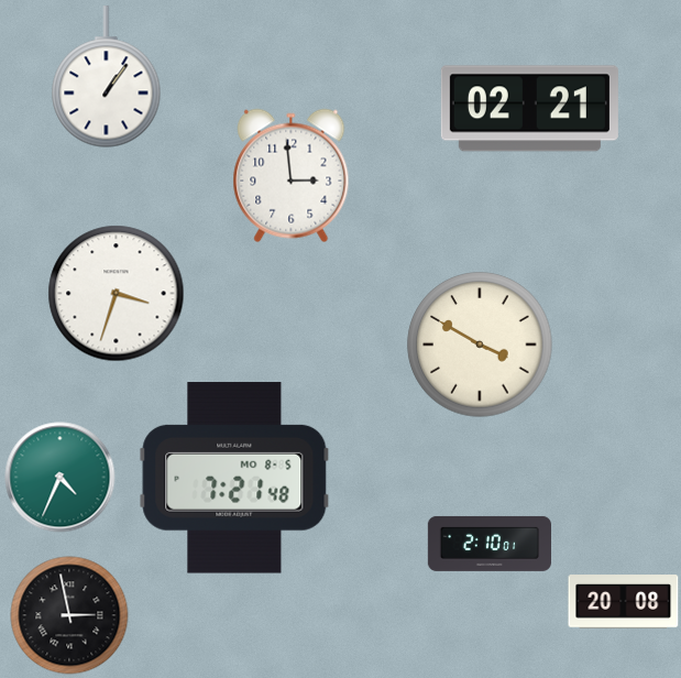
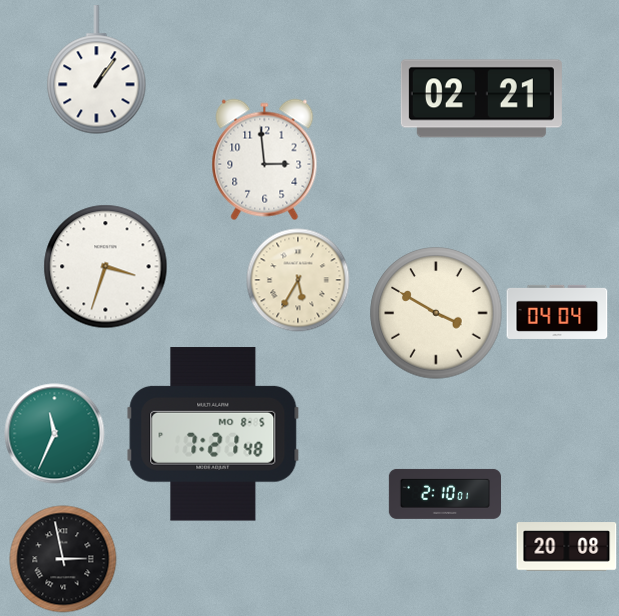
clock at (298, 280): none -> 5:35
clock at (557, 312): none -> 04:04
clock at (61, 478): 4:34 -> 11:34
